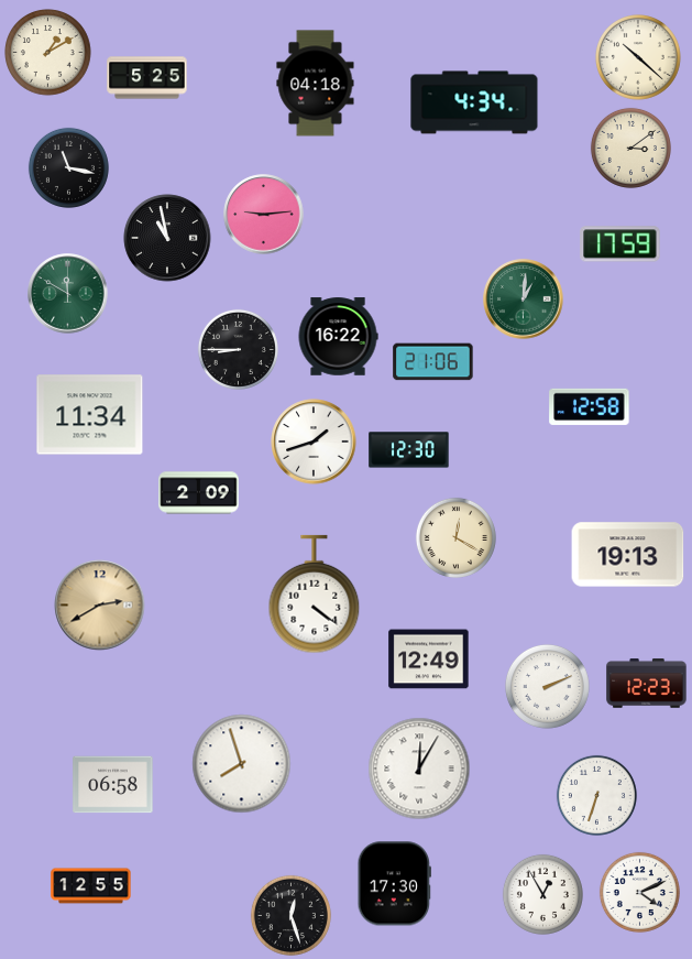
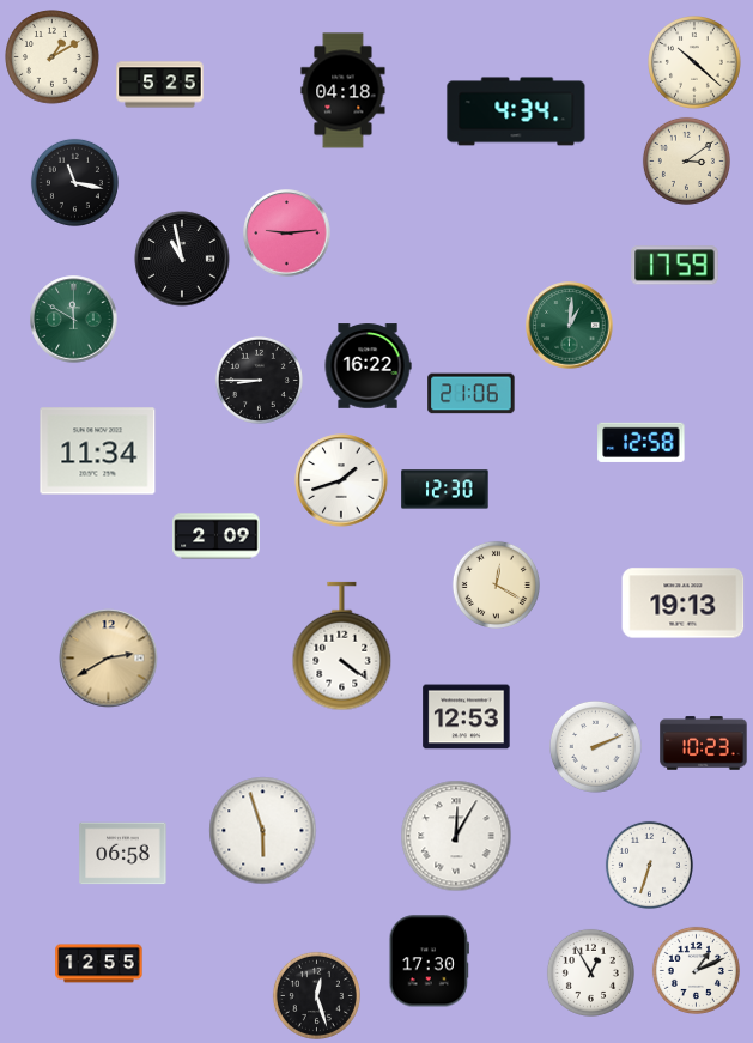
clock at (429, 660): 12:49 -> 12:53
clock at (647, 684): 12:23 -> 10:23
clock at (242, 764): 7:57 -> 5:57
clock at (639, 892): 4:11 -> 1:11
